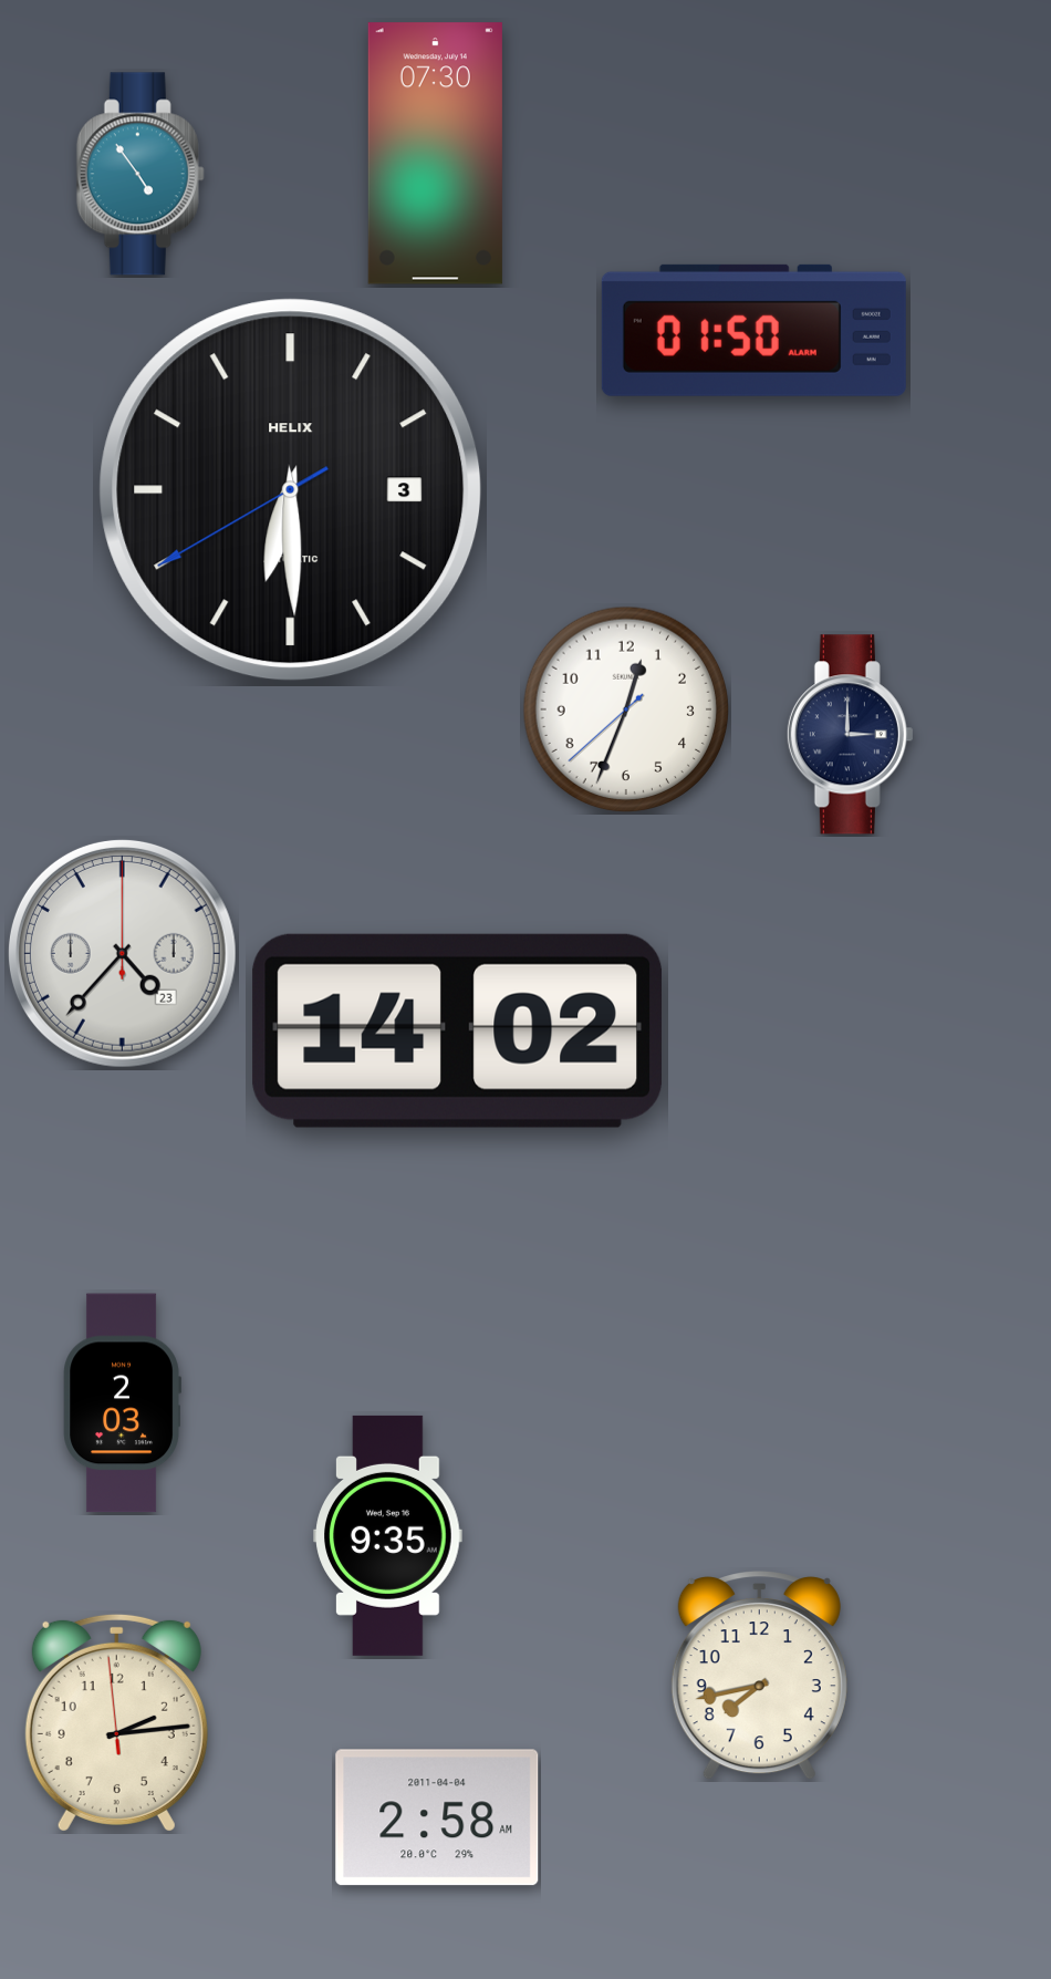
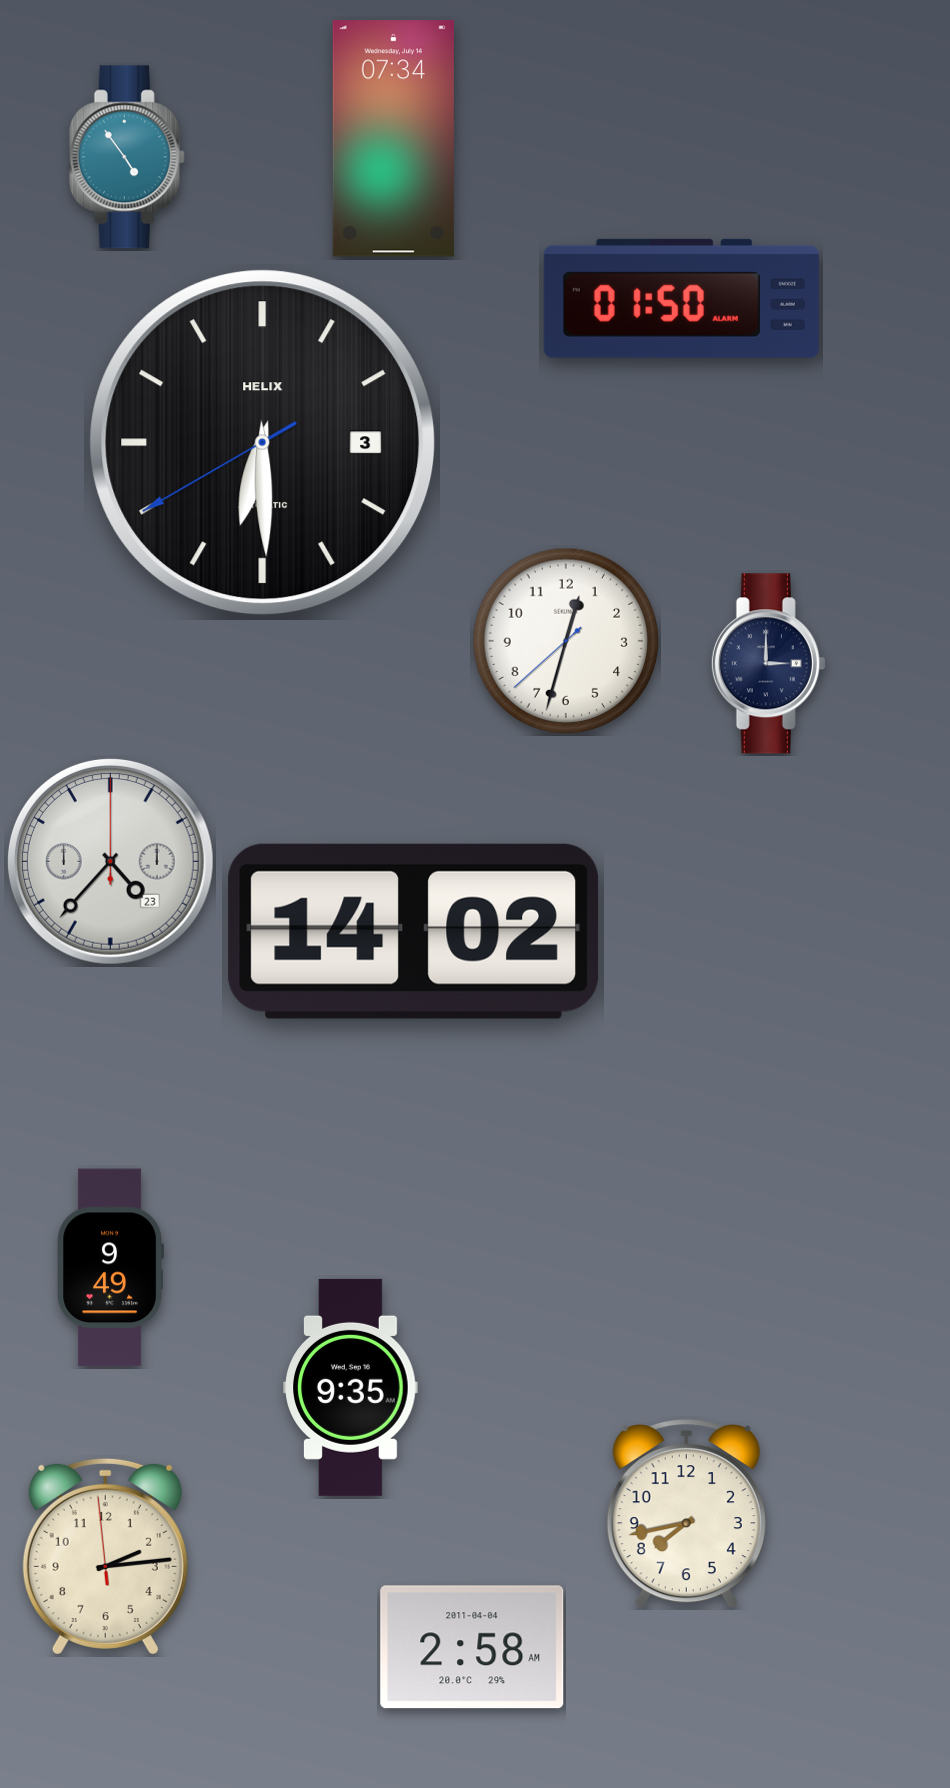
clock at (435, 154): 07:30 -> 07:34
clock at (626, 709): 12:33 -> 12:32
clock at (122, 1403): 2:03 -> 9:49
clock at (437, 1817) position: (437, 1817) -> (472, 1647)
